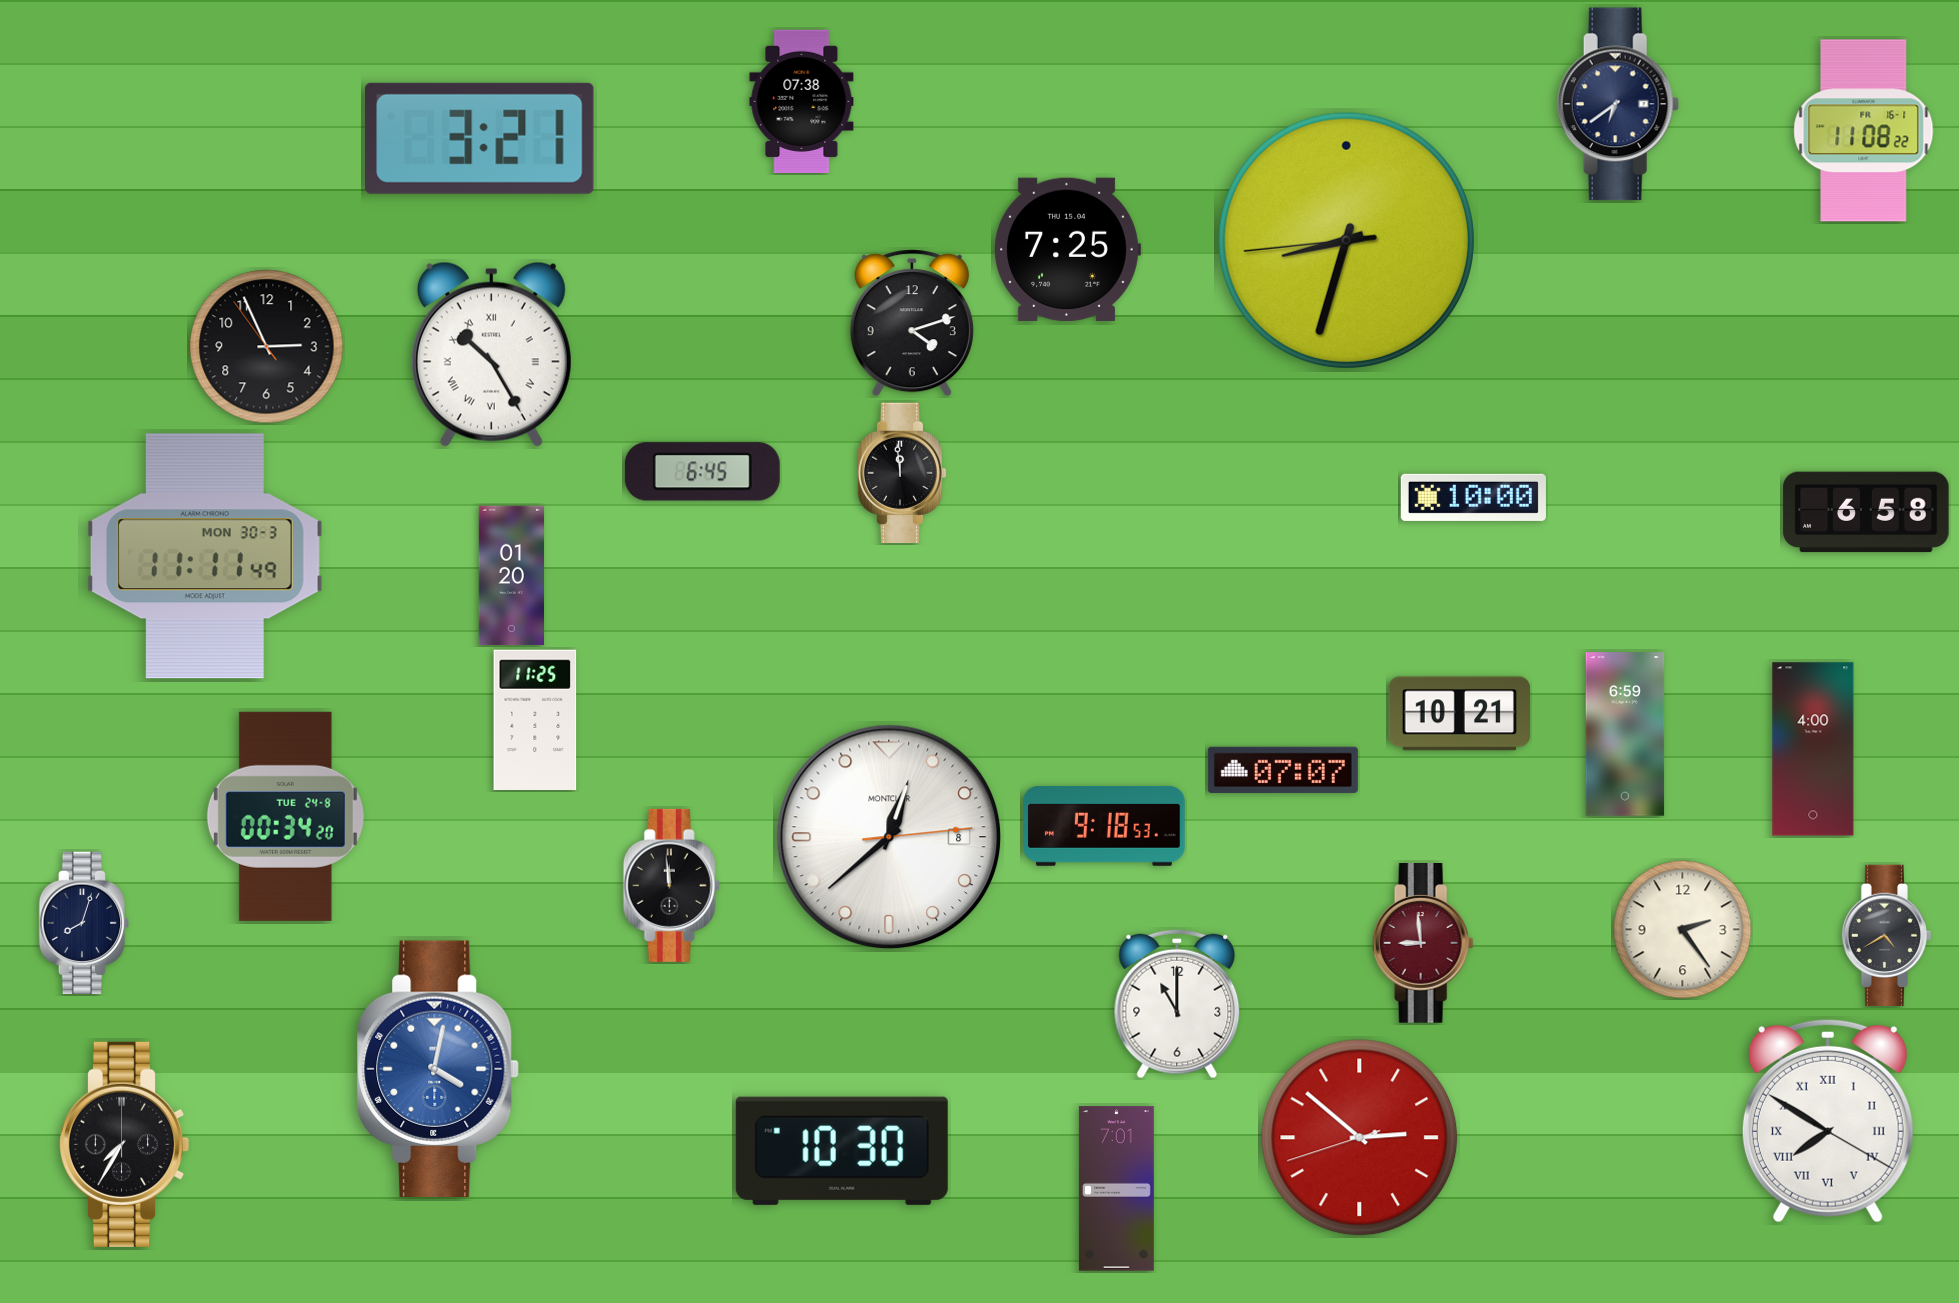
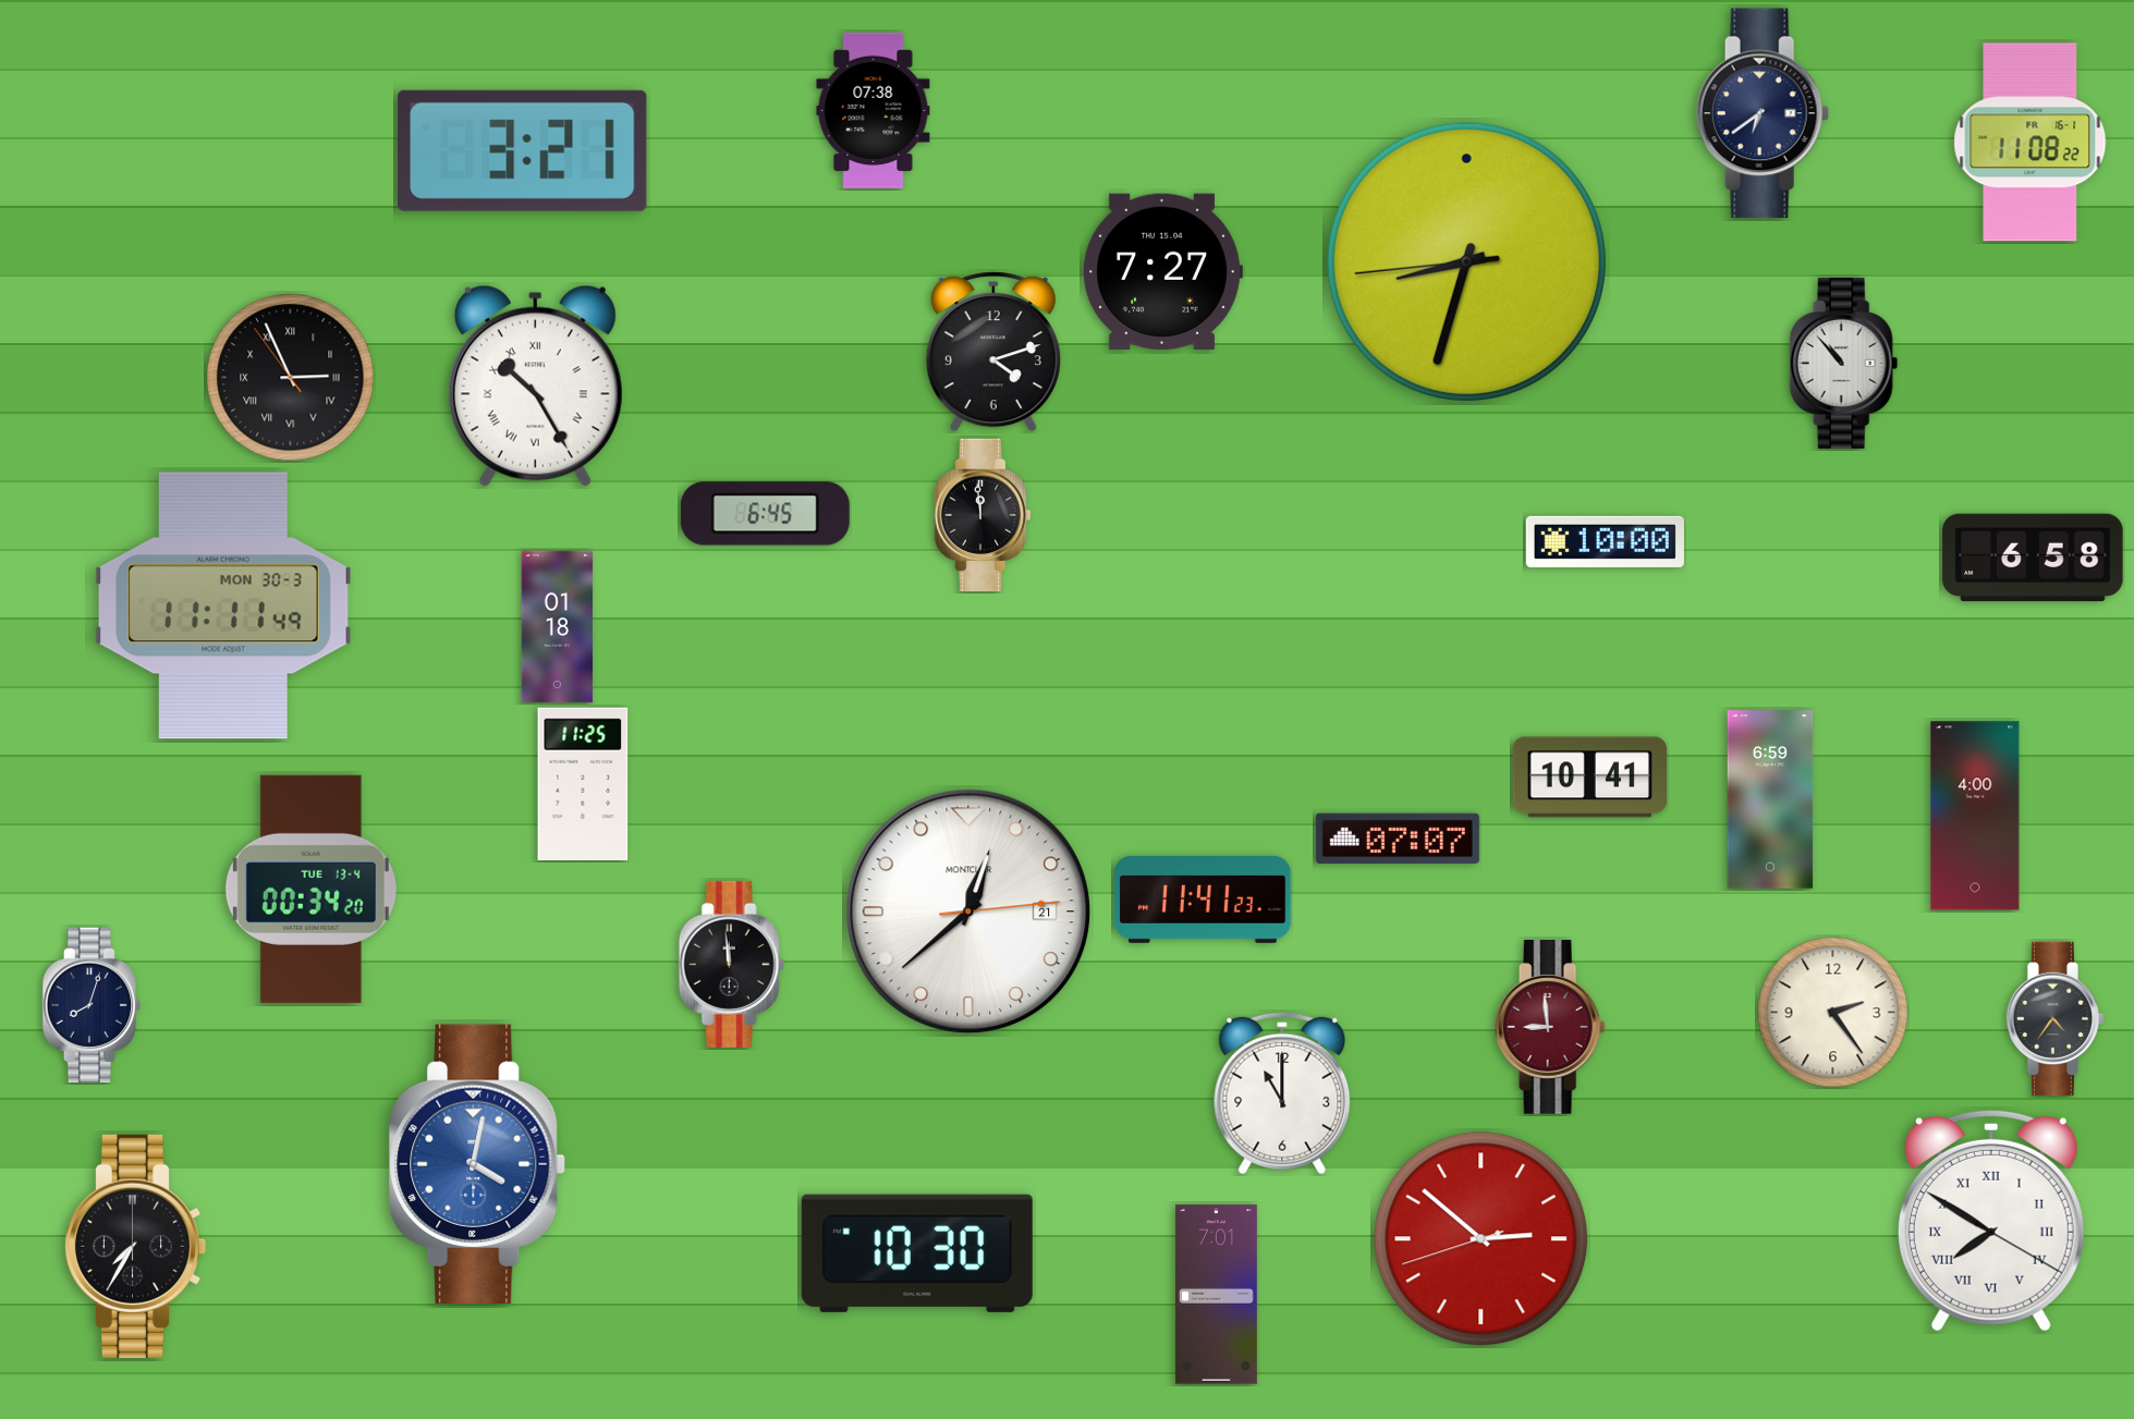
clock at (1067, 249): 7:25 -> 7:27
clock at (1844, 363): none -> 10:53
clock at (267, 347) numerals: Arabic -> Roman
clock at (511, 576): 01:20 -> 01:18
clock at (1460, 714): 10:21 -> 10:41
clock at (285, 816) date: TUE 24-8 -> TUE 13-4
clock at (1104, 826): 9:18 -> 11:41
clock at (889, 837) date: 8 -> 21
clock at (1887, 936): 4:40 -> 4:36
